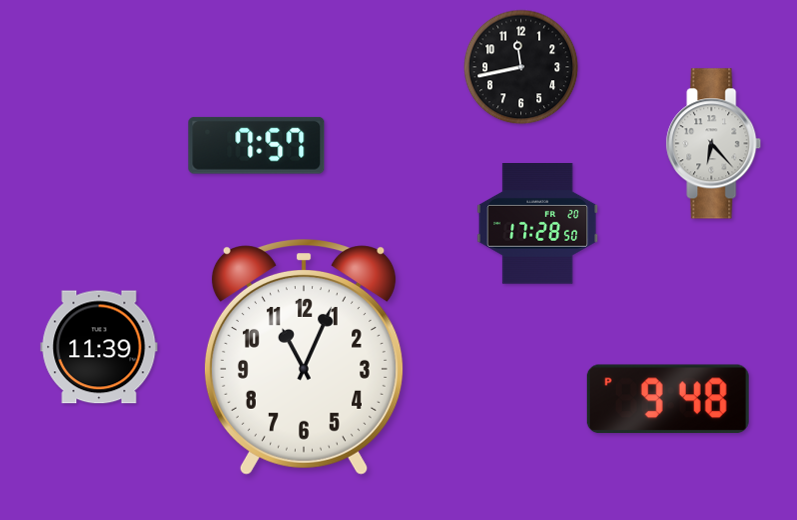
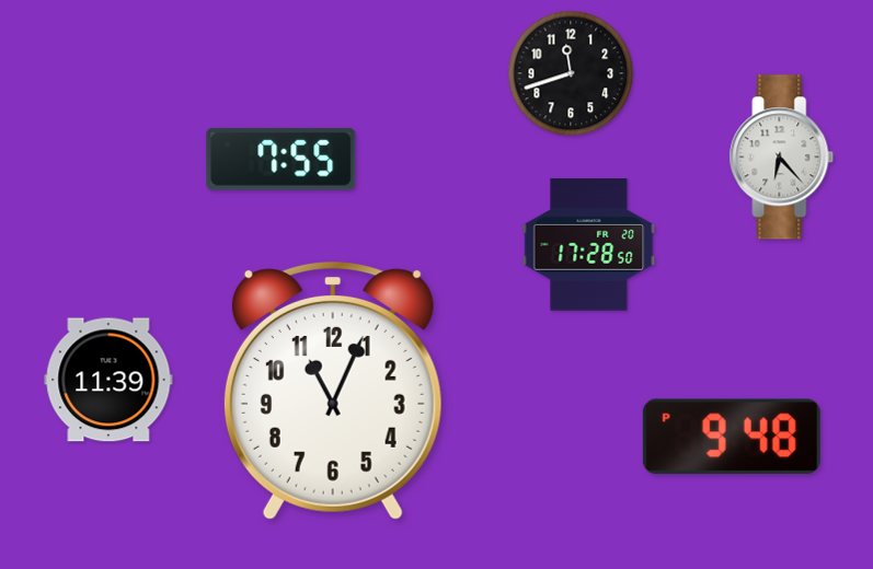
clock at (521, 67): 11:43 -> 11:42
clock at (257, 145): 7:57 -> 7:55
